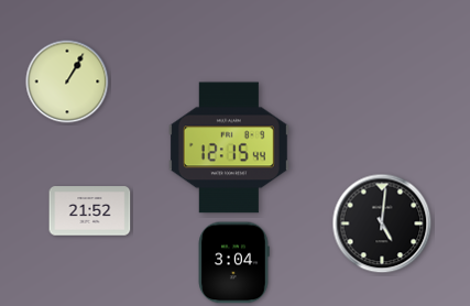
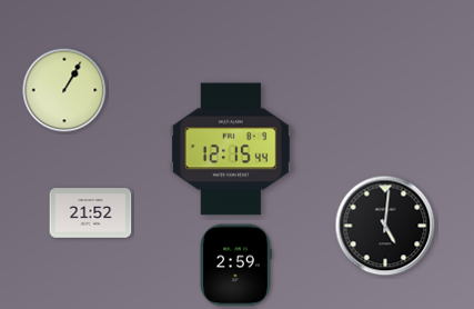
clock at (67, 81) position: (67, 81) -> (64, 90)
clock at (233, 263): 3:04 -> 2:59
